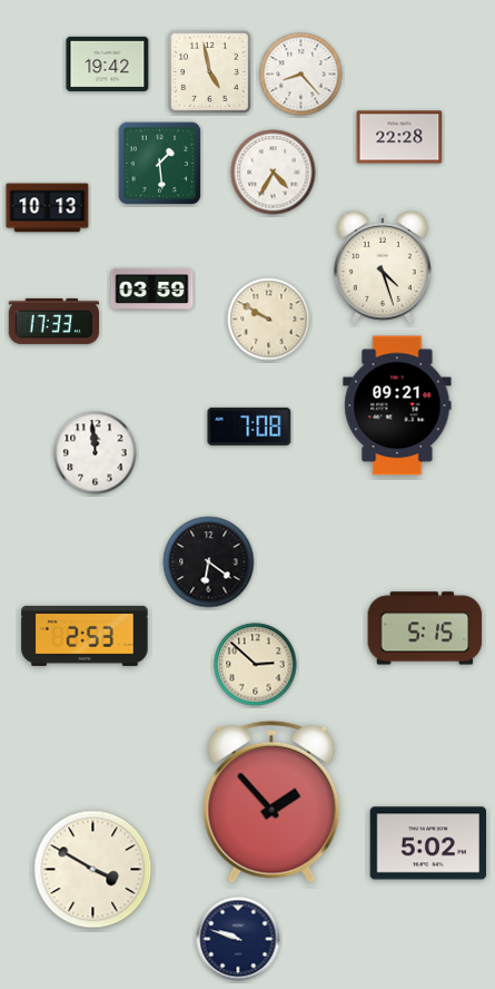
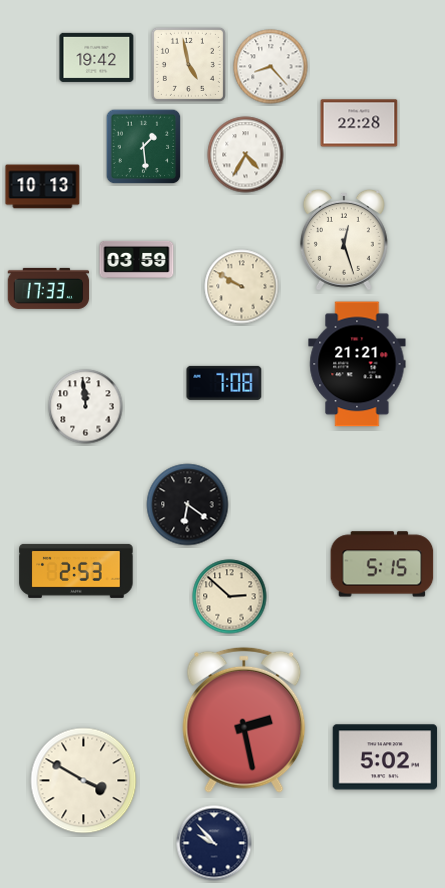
clock at (383, 267): 4:27 -> 12:27
clock at (397, 405): 09:21 -> 21:21
clock at (271, 802): 1:53 -> 2:28
clock at (238, 939): 9:48 -> 9:53
